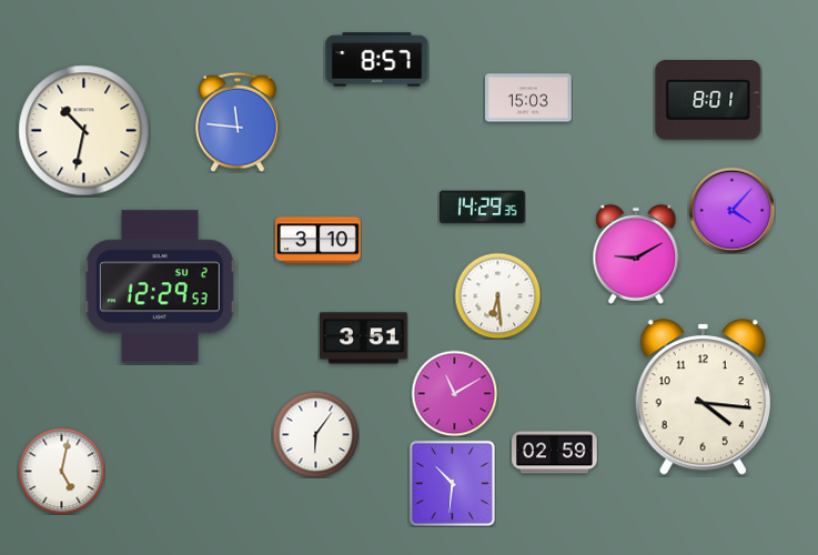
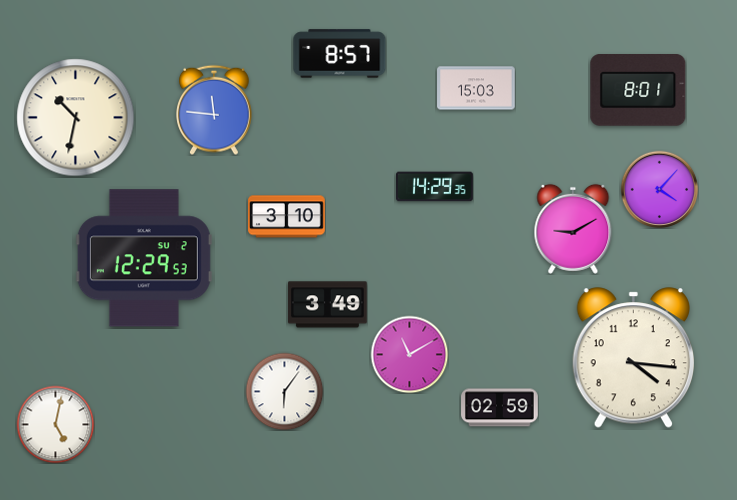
clock at (497, 295): 6:29 -> none
clock at (364, 339): 3:51 -> 3:49
clock at (452, 483): 10:31 -> none
